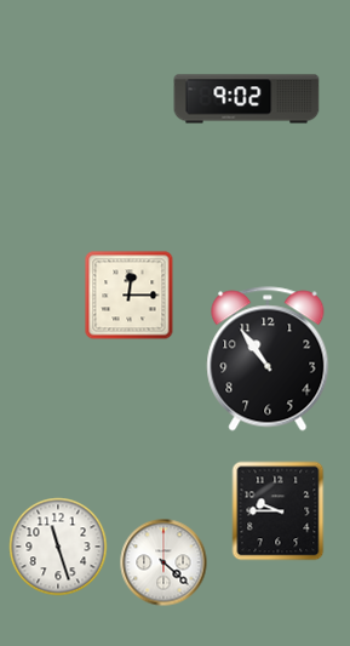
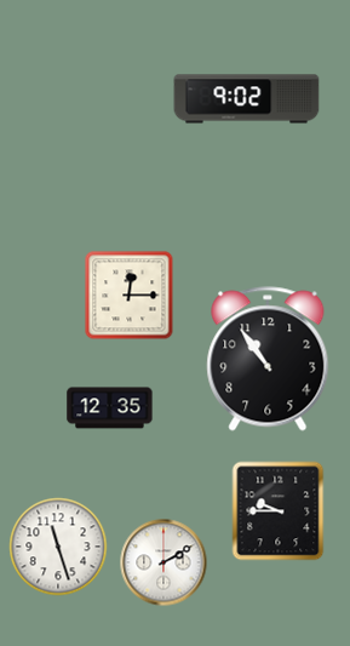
clock at (110, 408): none -> 12:35
clock at (163, 562): 4:22 -> 2:10
